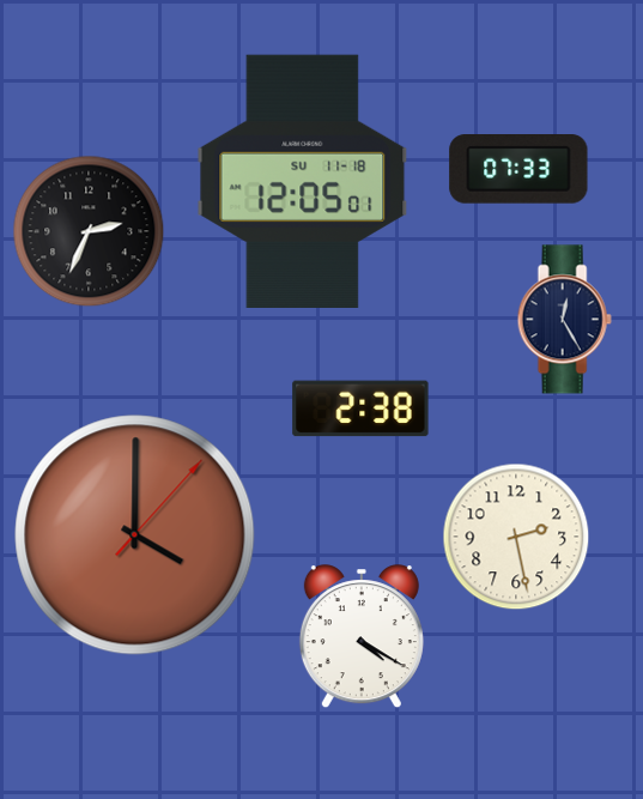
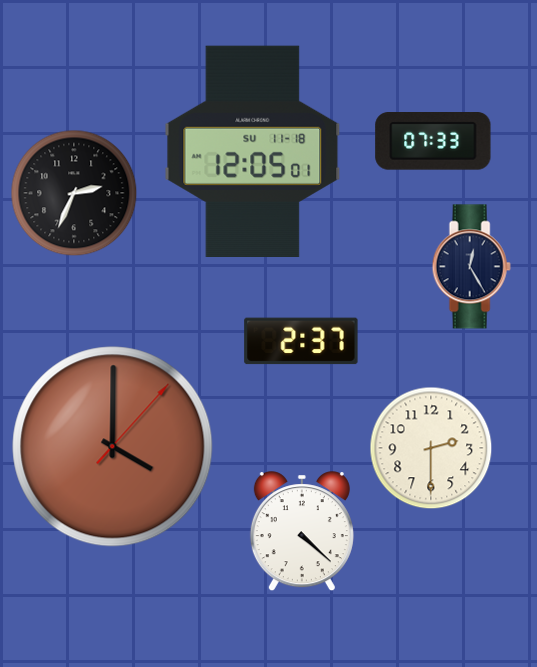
clock at (360, 408): 2:38 -> 2:37
clock at (516, 537): 2:28 -> 2:30
clock at (362, 636): 4:20 -> 4:22
